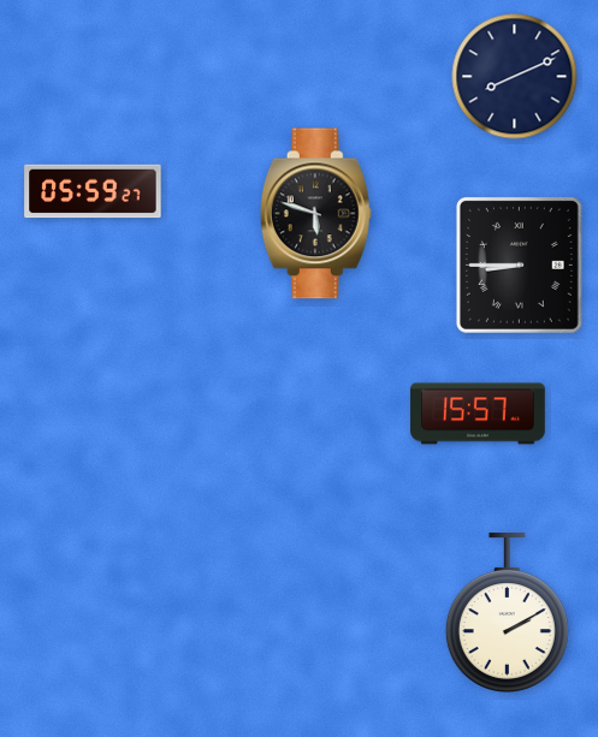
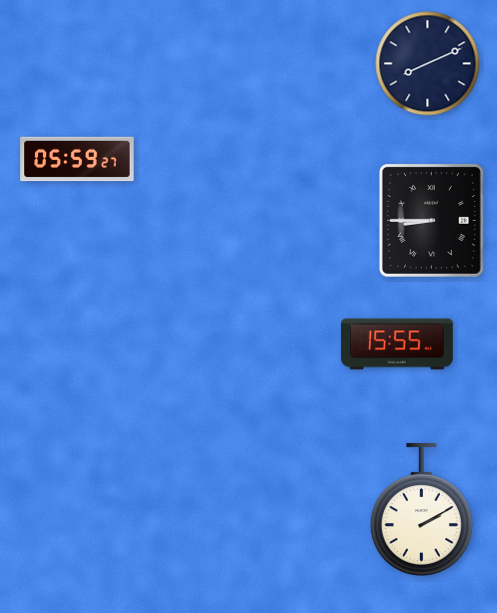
clock at (315, 214): 5:48 -> none
clock at (478, 414): 15:57 -> 15:55
